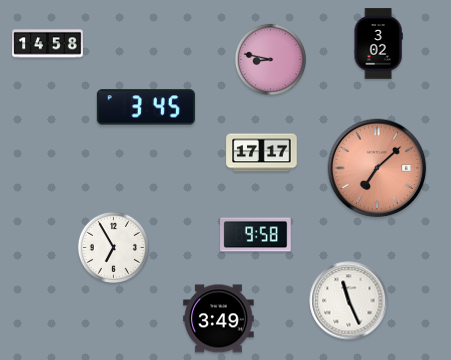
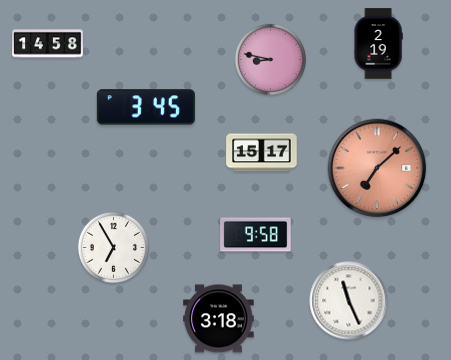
clock at (378, 44): 3:02 -> 2:19
clock at (262, 153): 17:17 -> 15:17
clock at (219, 319): 3:49 -> 3:18
